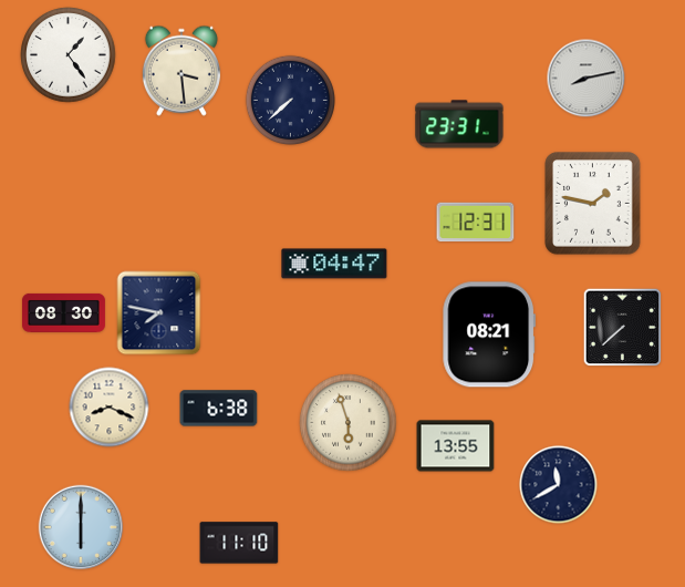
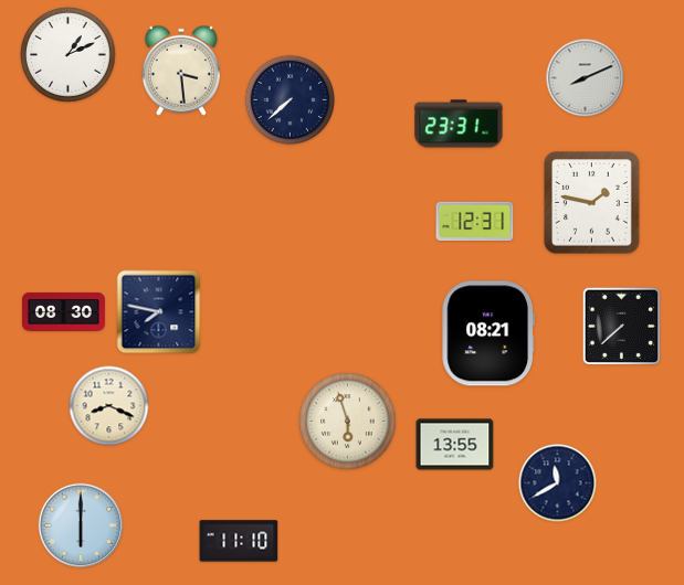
clock at (69, 55): 1:24 -> 1:11
clock at (587, 79): 8:13 -> 8:11
clock at (334, 264): 04:47 -> none
clock at (219, 409): 6:38 -> none
